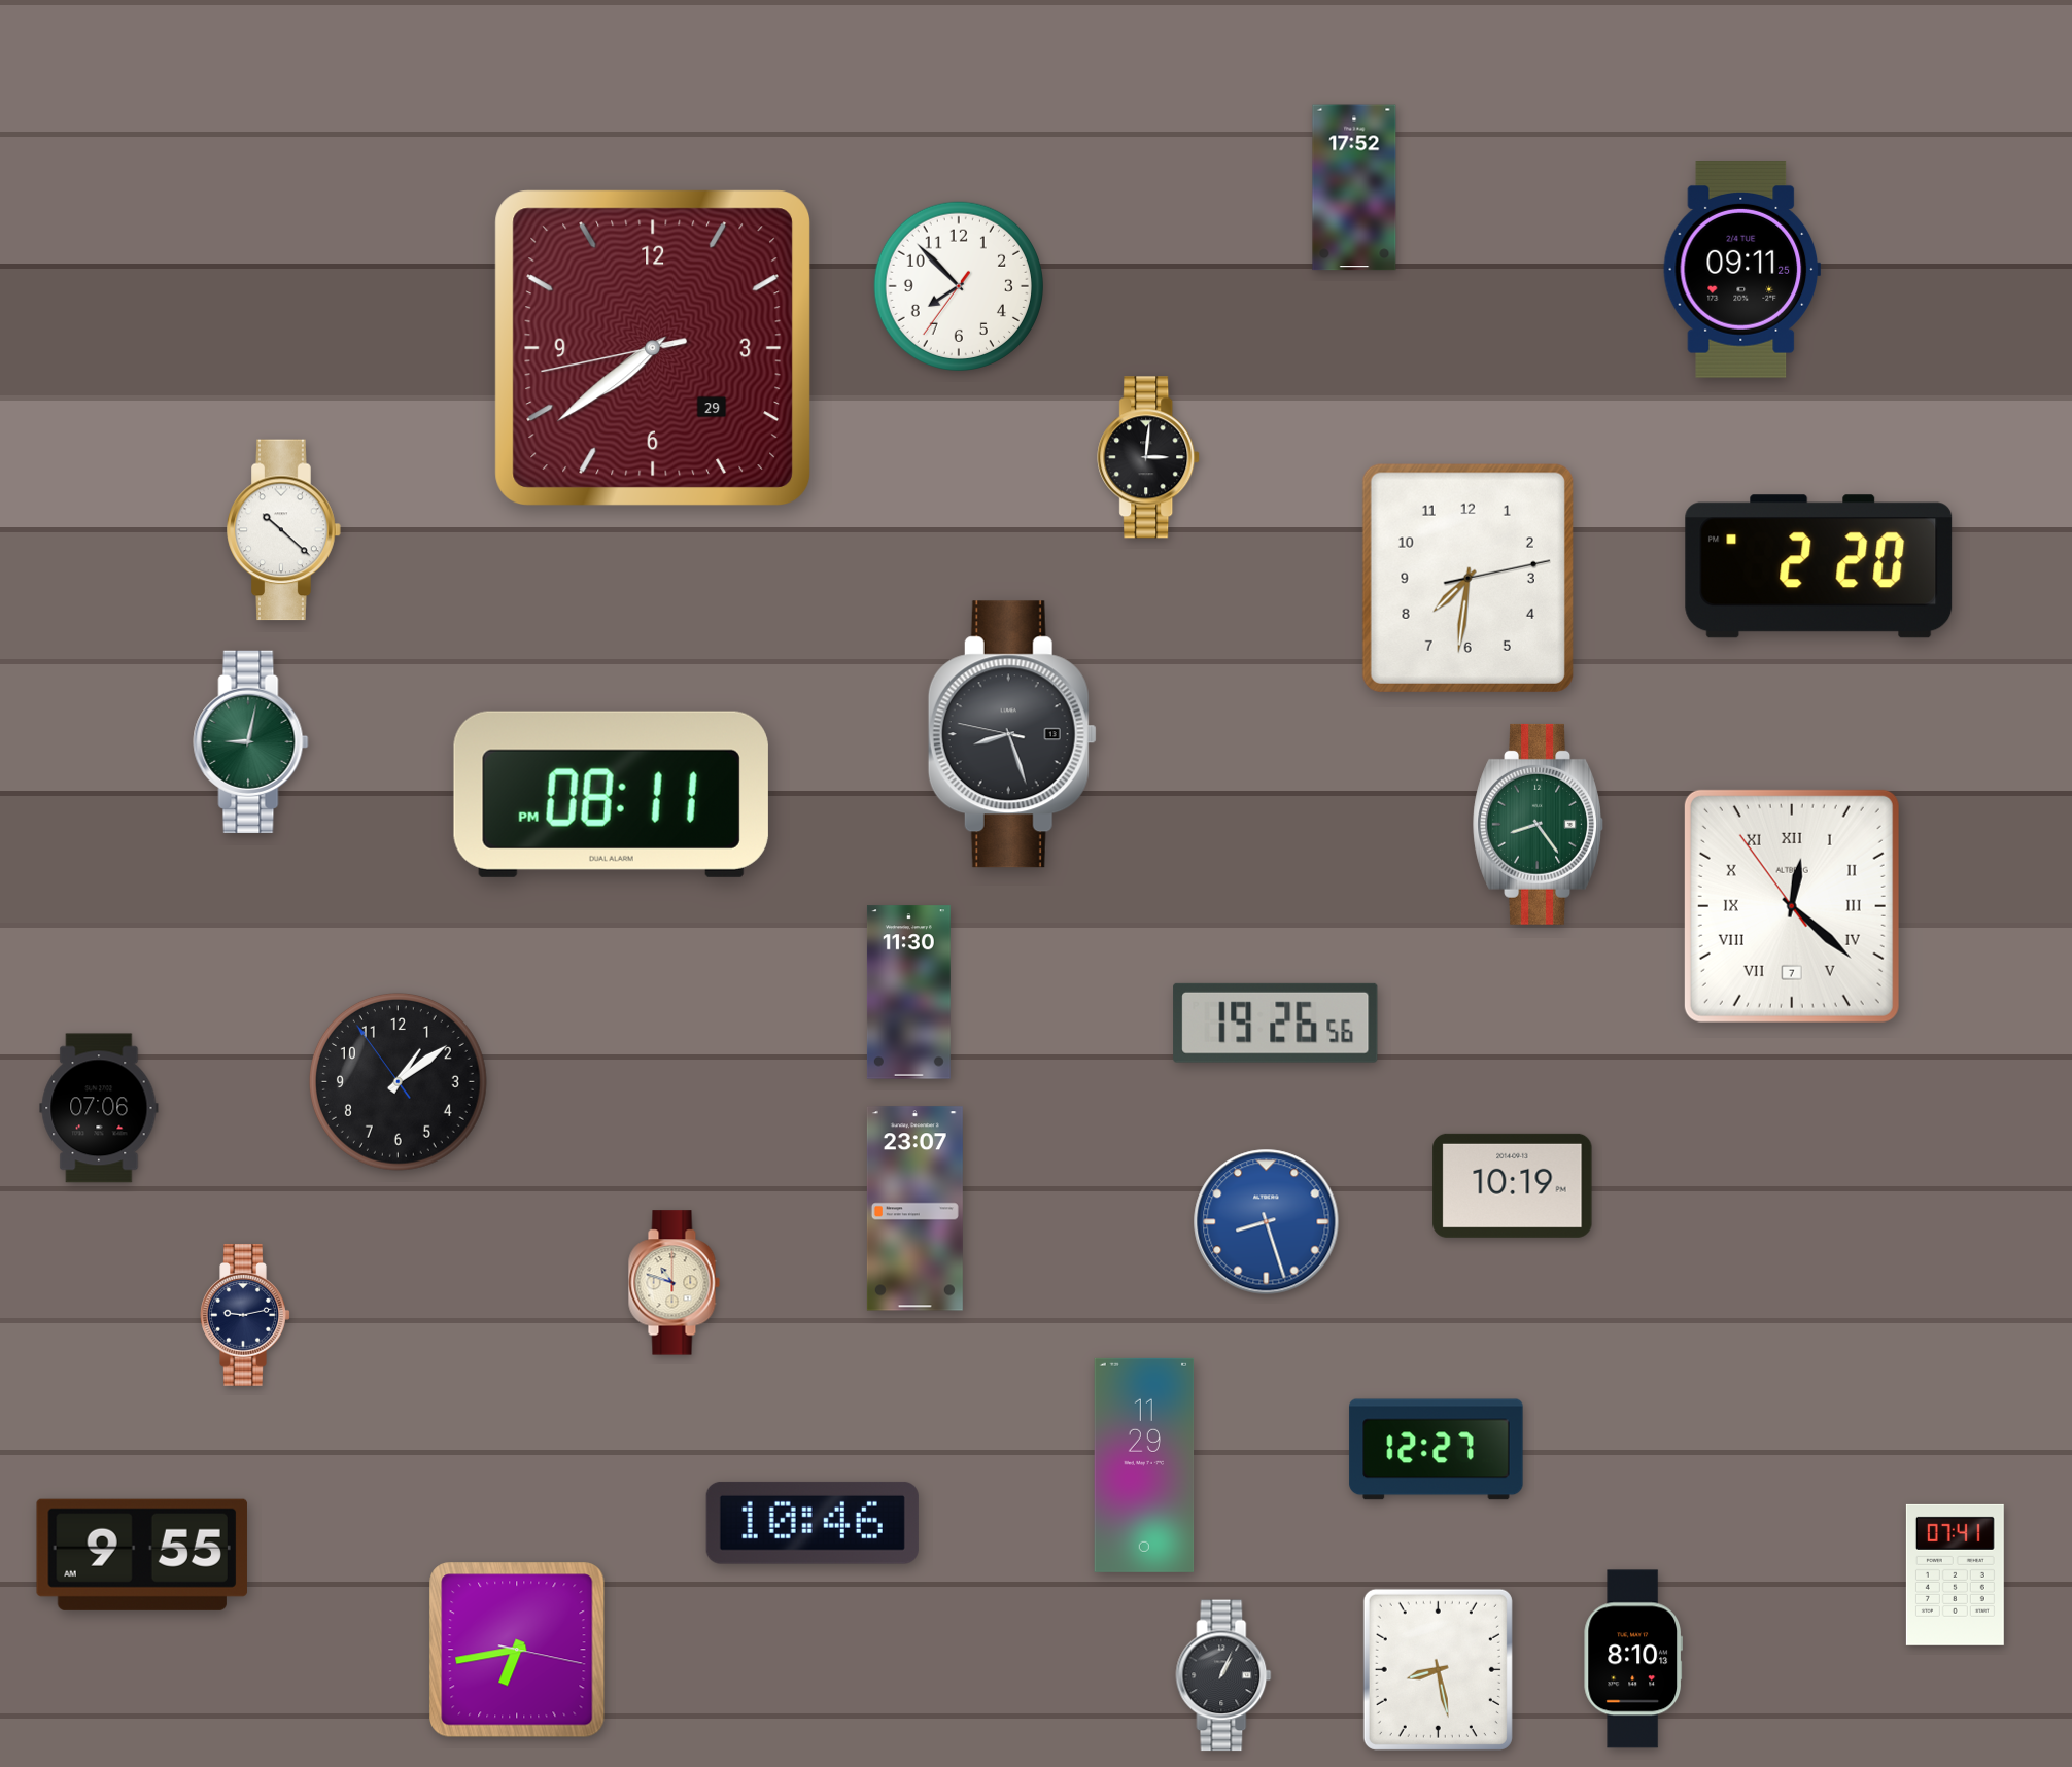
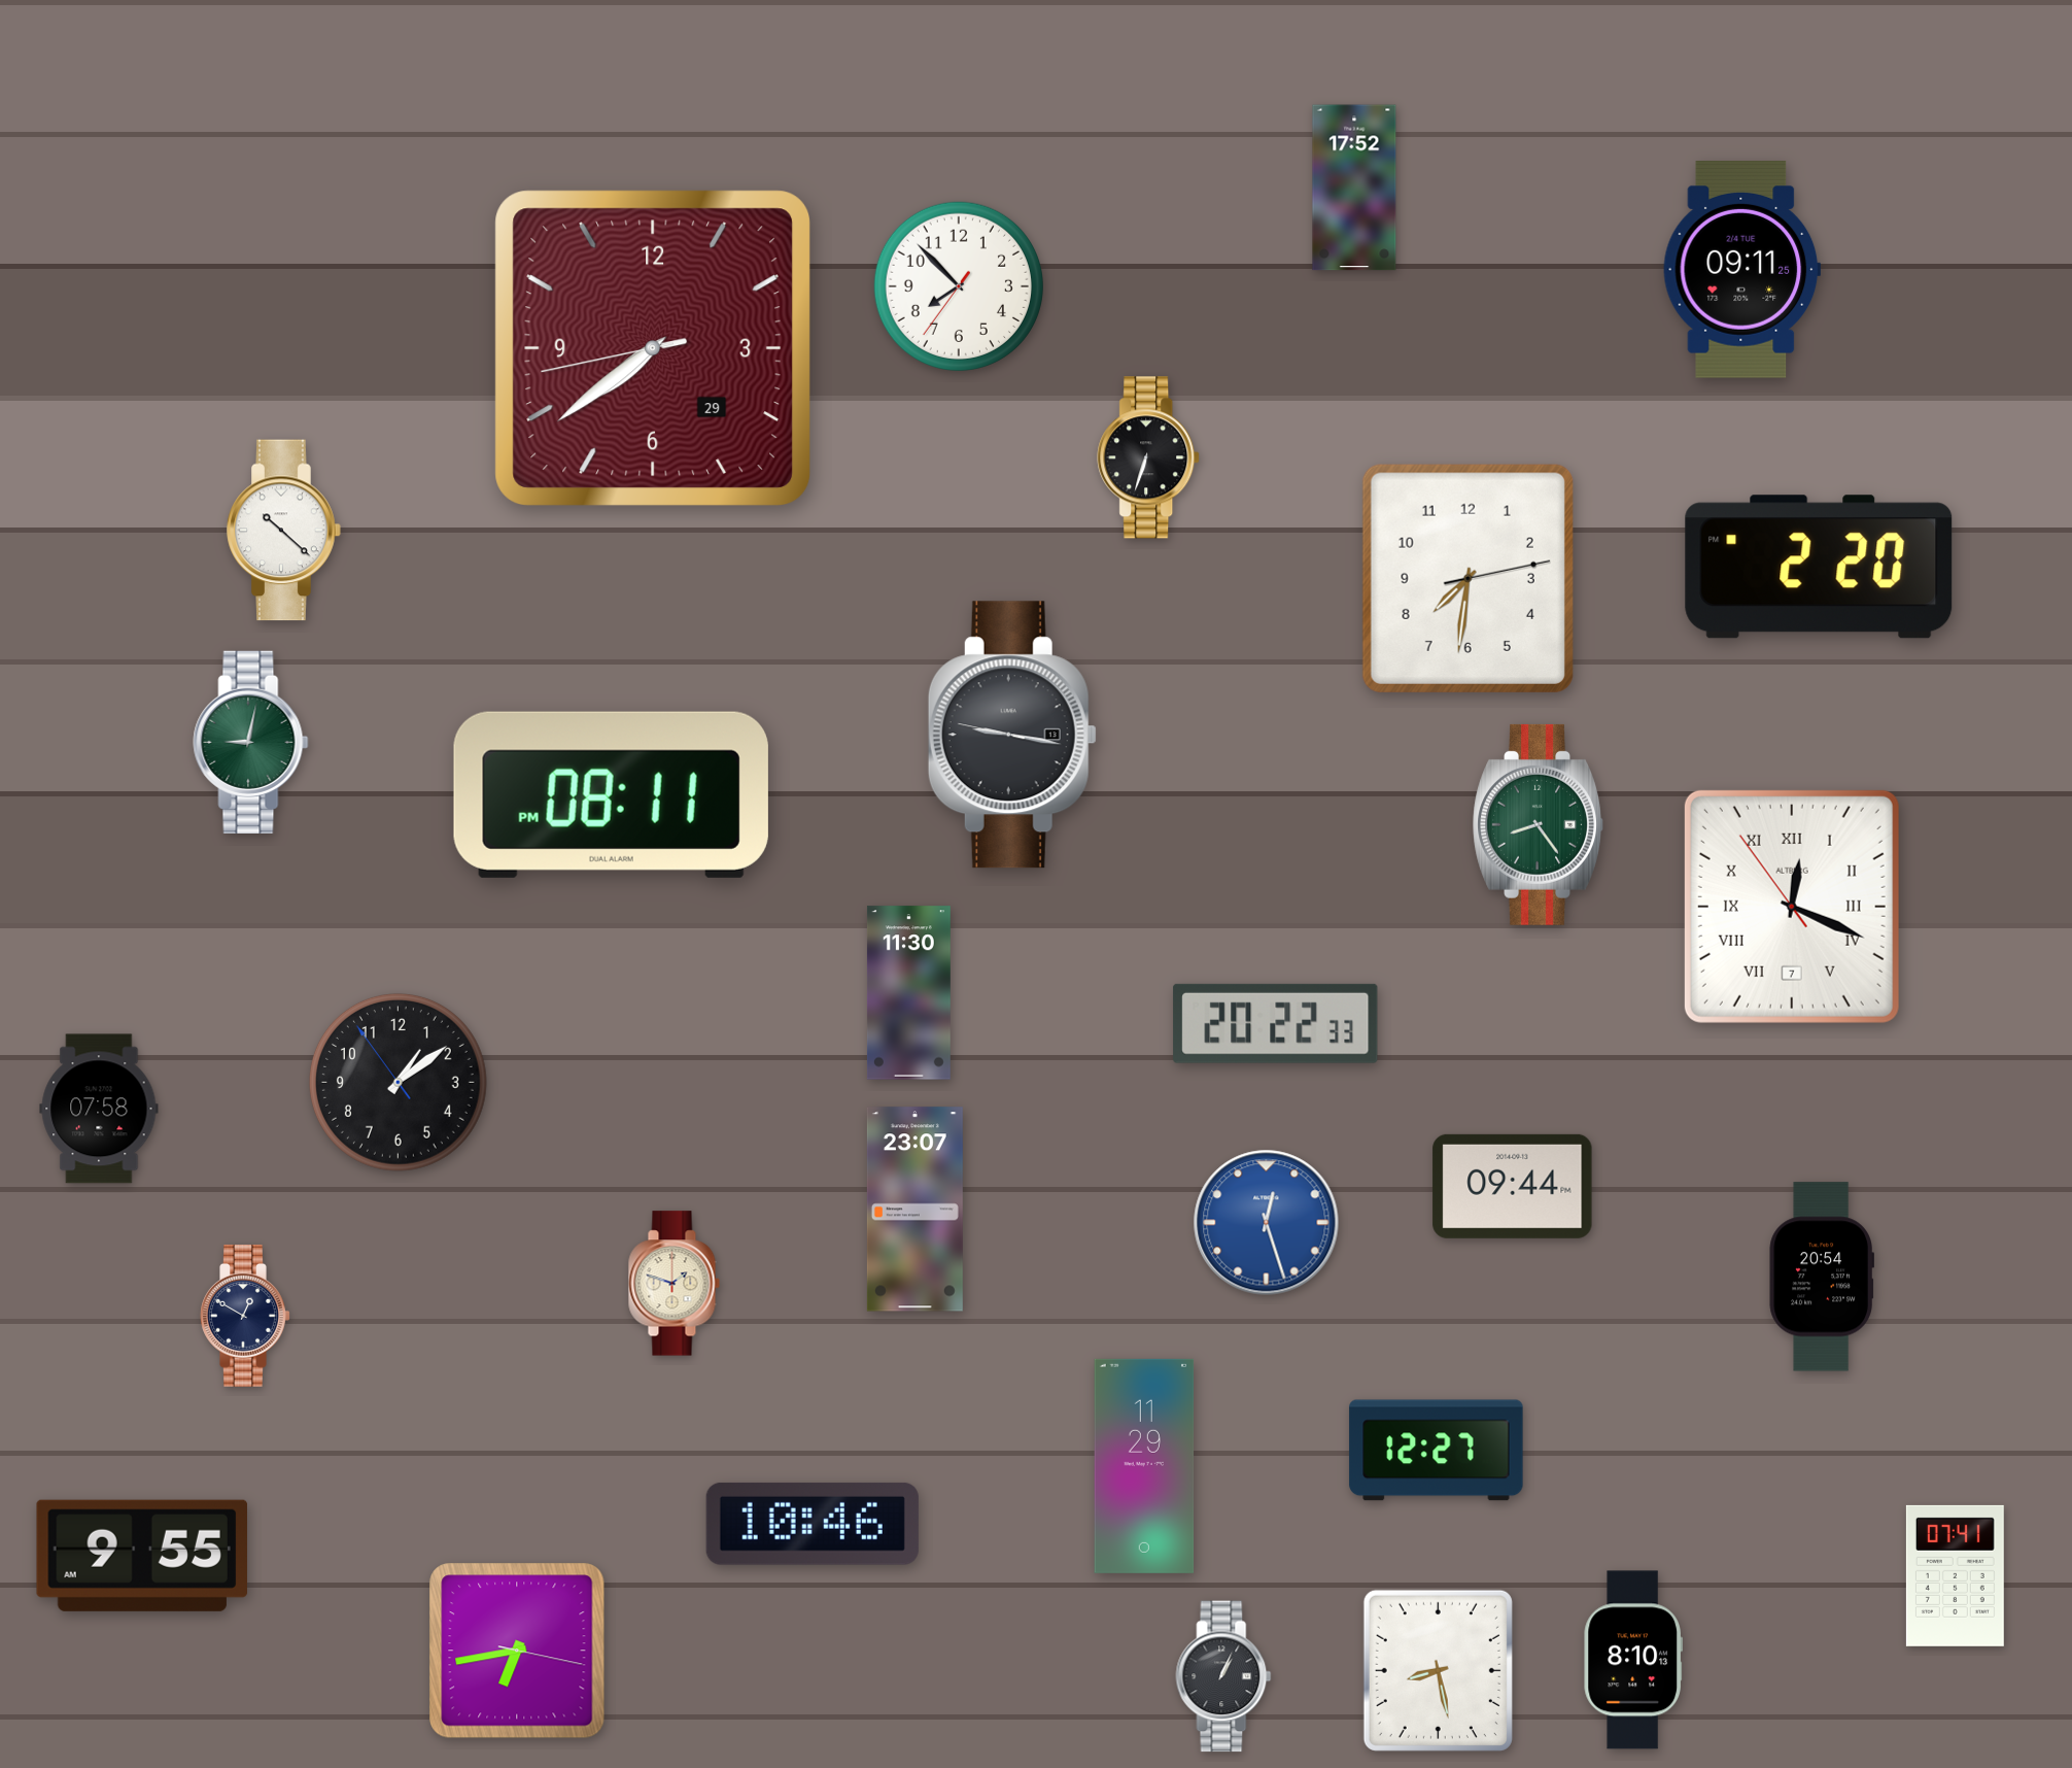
clock at (1149, 457): 3:01 -> 6:33
clock at (1012, 734): 8:26 -> 9:16
clock at (1792, 906): 12:21 -> 12:18
clock at (1276, 1023): 19:26 -> 20:22
clock at (99, 1108): 07:06 -> 07:58
clock at (1513, 1185): 10:19 -> 09:44
clock at (1267, 1222): 8:27 -> 12:27
clock at (1821, 1277): none -> 20:54
clock at (674, 1283): 10:48 -> 1:48
clock at (245, 1315): 9:13 -> 12:50
